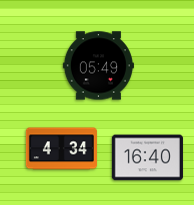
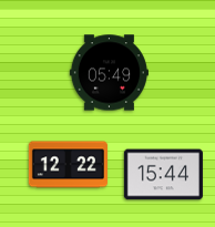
clock at (61, 149): 4:34 -> 12:22
clock at (147, 158): 16:40 -> 15:44
